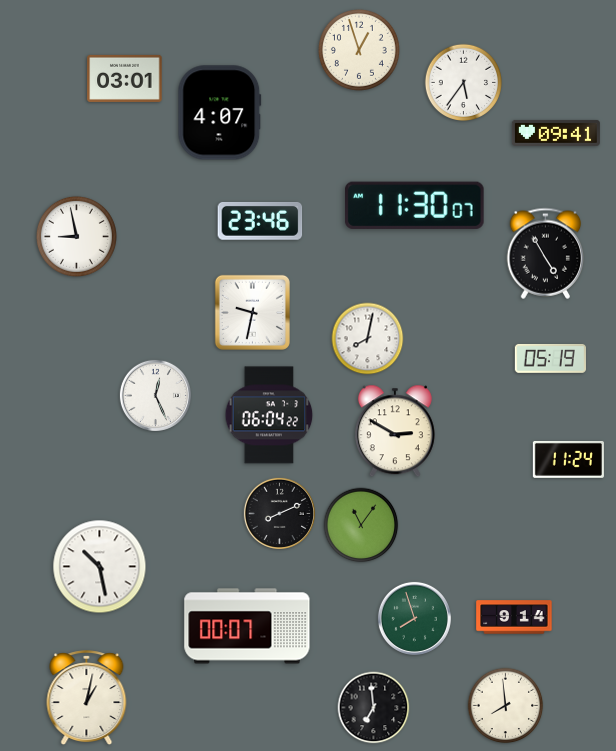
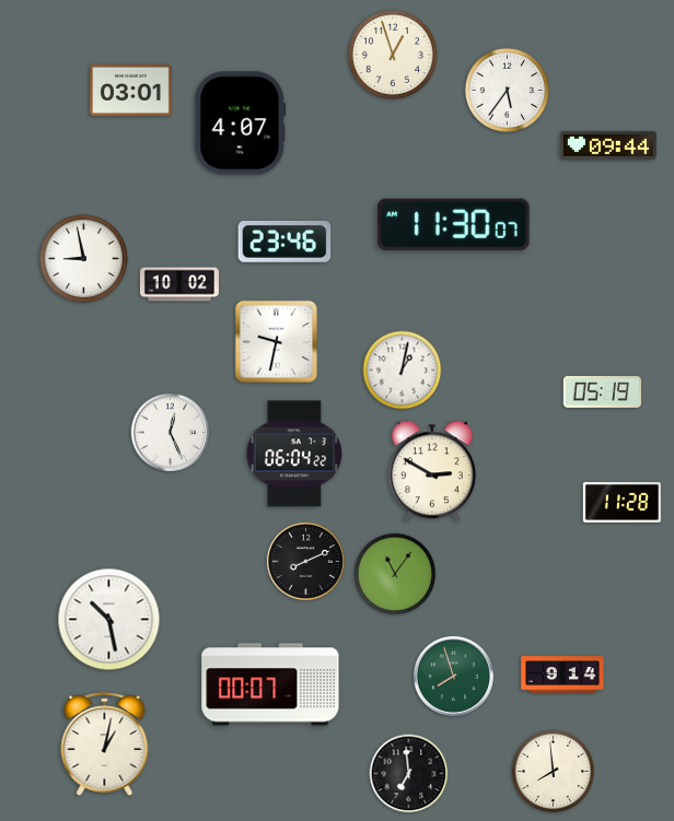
clock at (125, 78) position: (125, 78) -> (131, 90)
clock at (556, 133): 09:41 -> 09:44
clock at (546, 253): 4:55 -> none
clock at (179, 284): none -> 10:02
clock at (368, 339): 8:02 -> 1:02
clock at (568, 459): 11:24 -> 11:28
clock at (87, 698) position: (87, 698) -> (105, 744)
